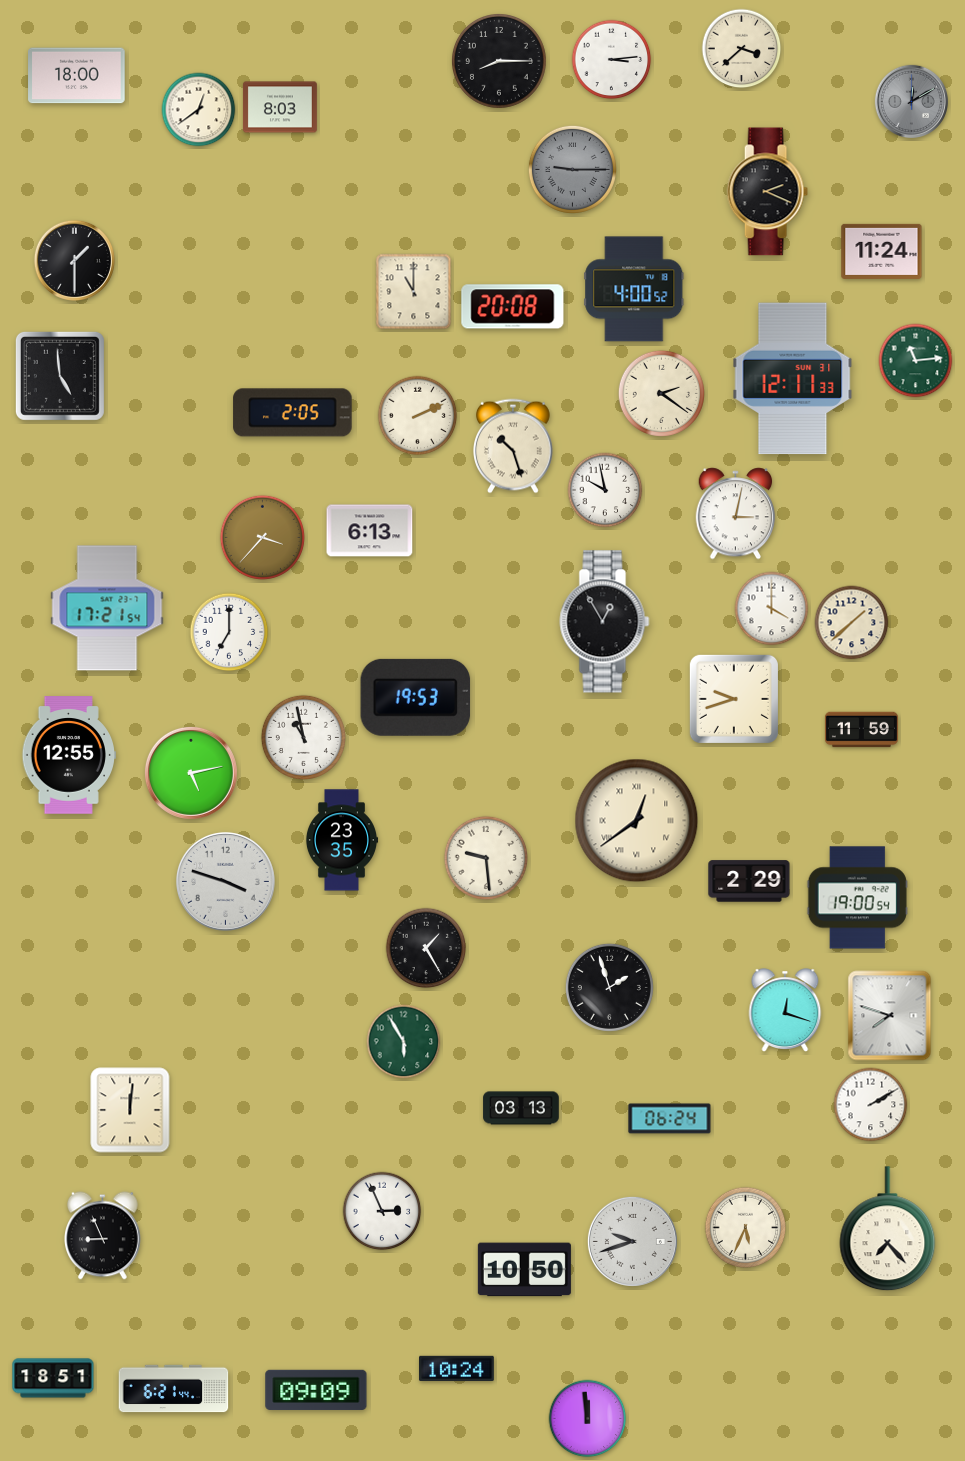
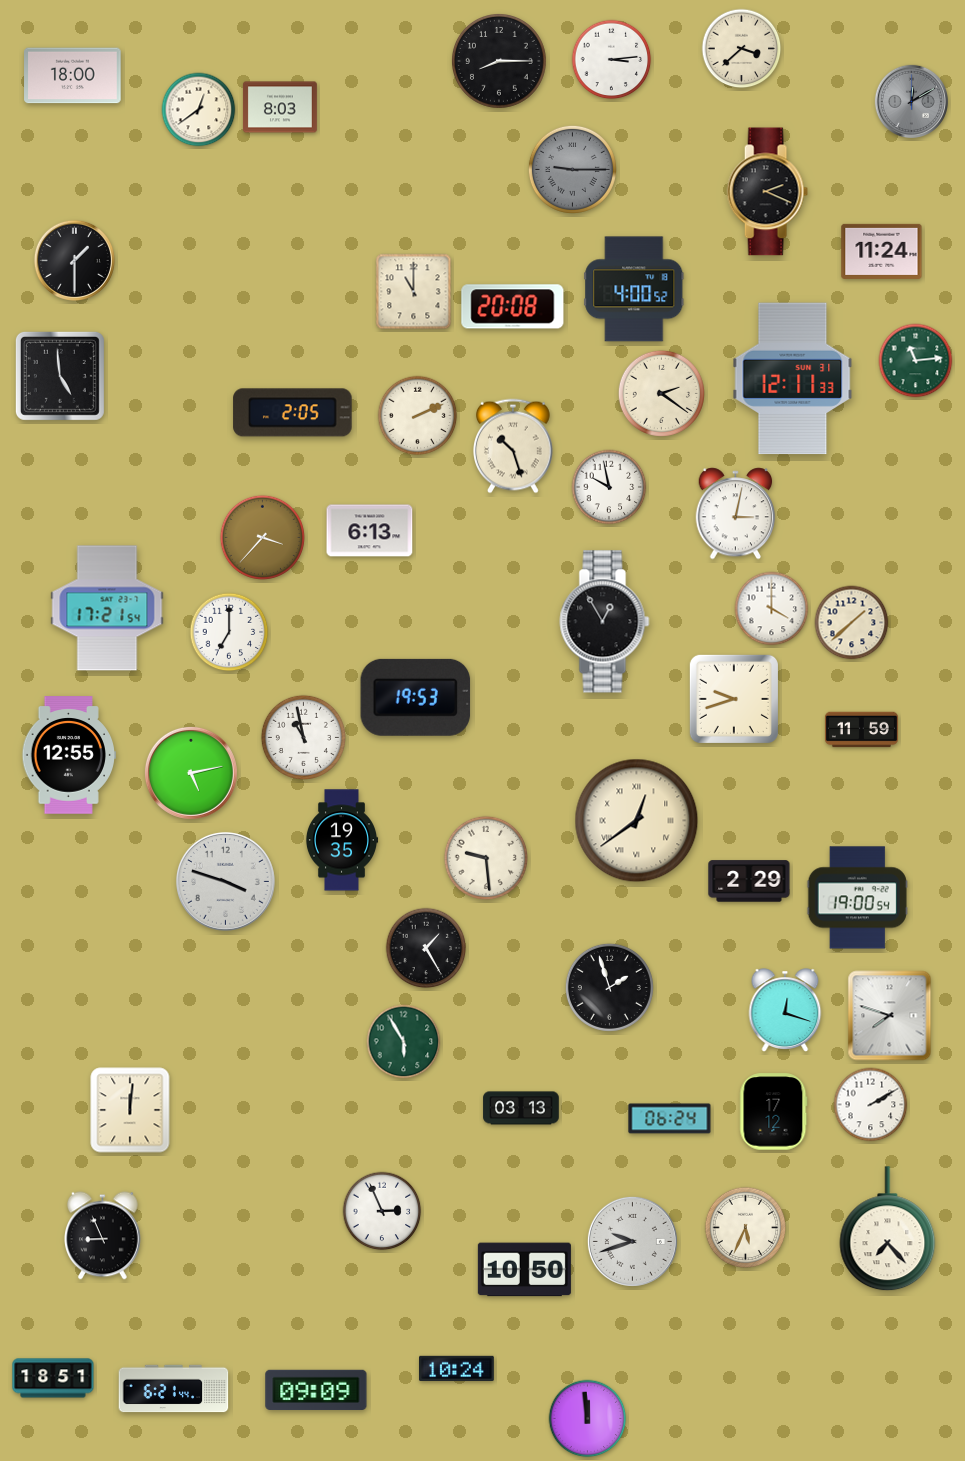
clock at (77, 76) position: (77, 76) -> (73, 76)
clock at (605, 490) position: (605, 490) -> (609, 487)
clock at (342, 840): 23:35 -> 19:35
clock at (774, 1112): none -> 17:12
